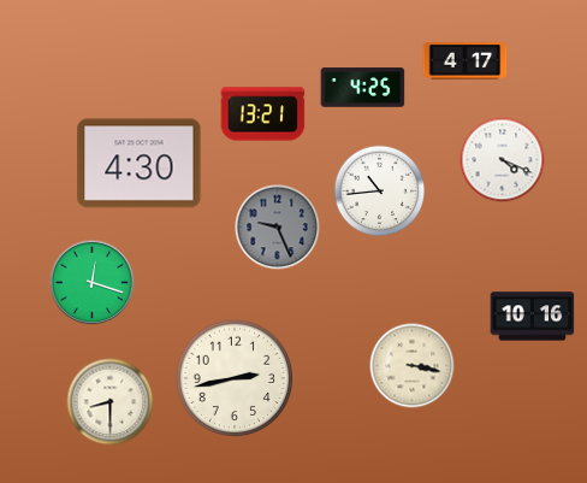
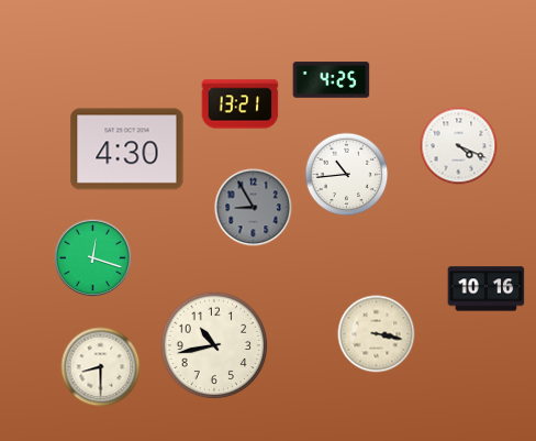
clock at (466, 61): 4:17 -> none
clock at (278, 228): 9:26 -> 8:55
clock at (93, 283) position: (93, 283) -> (93, 258)
clock at (235, 378): 2:43 -> 10:43
